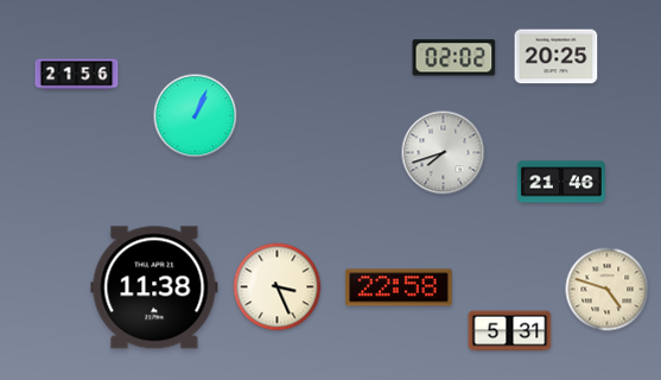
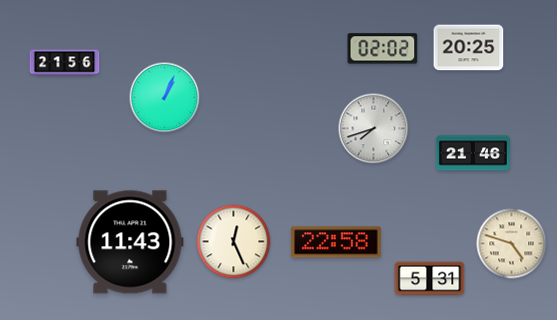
clock at (154, 287): 11:38 -> 11:43
clock at (278, 287): 3:26 -> 12:26
